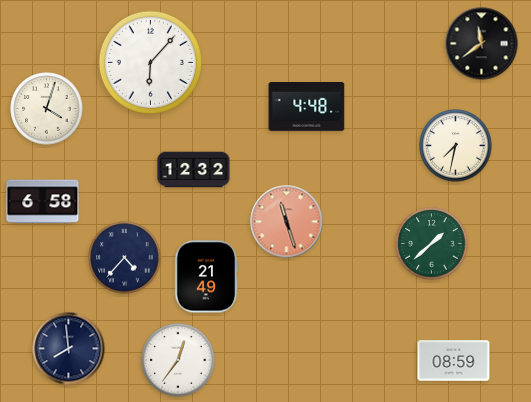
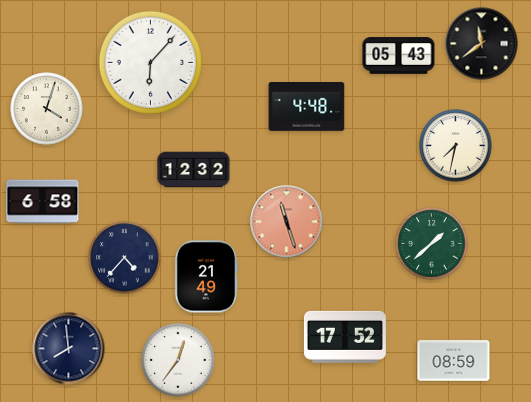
clock at (399, 56): none -> 05:43
clock at (345, 337): none -> 17:52
